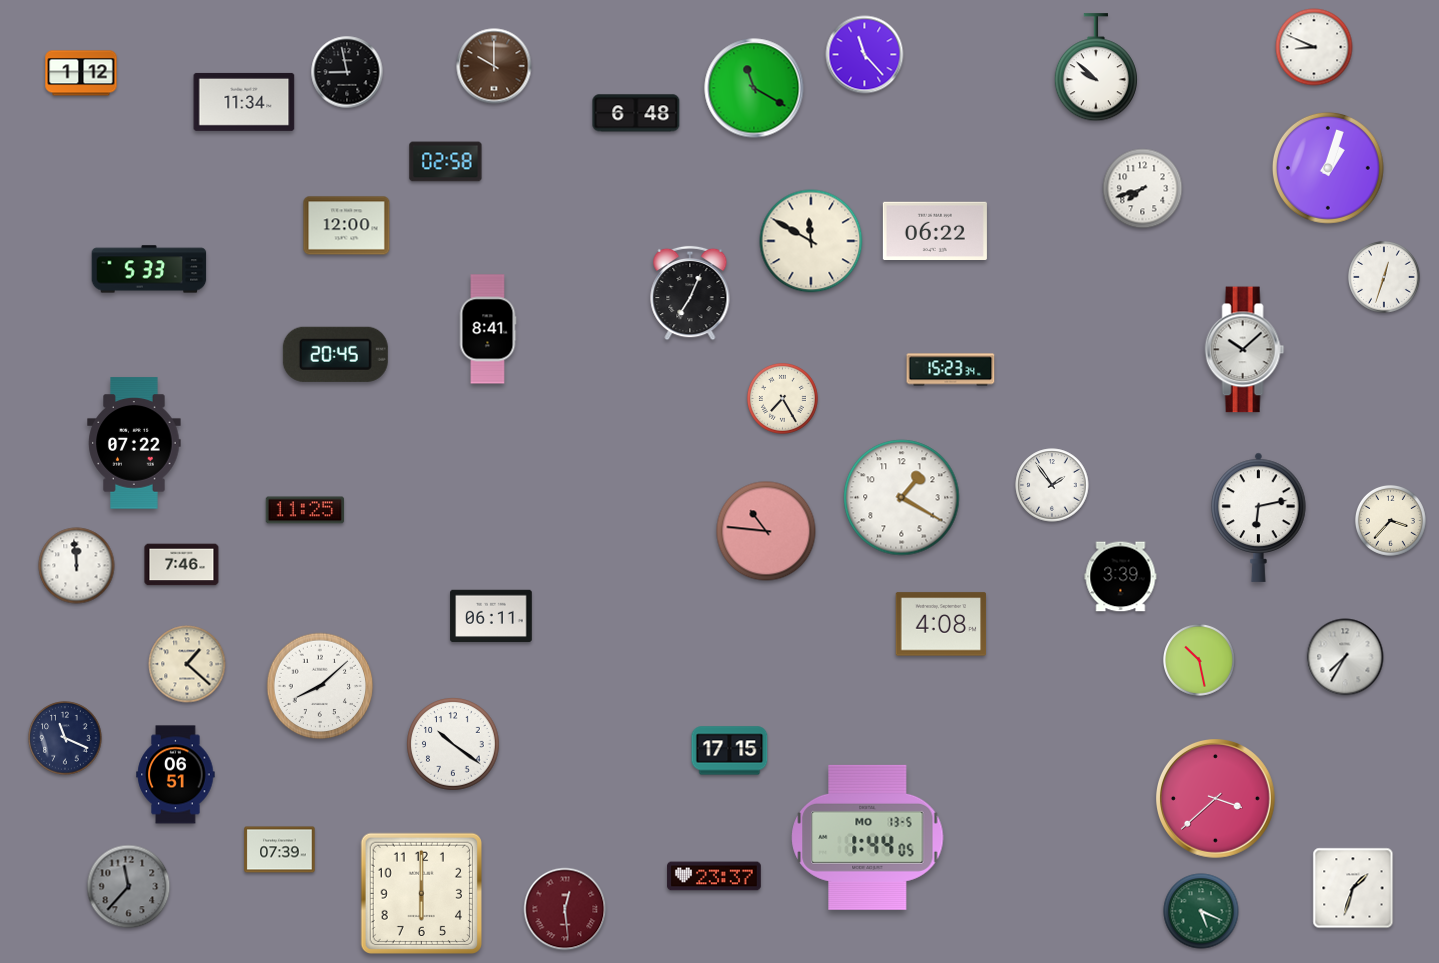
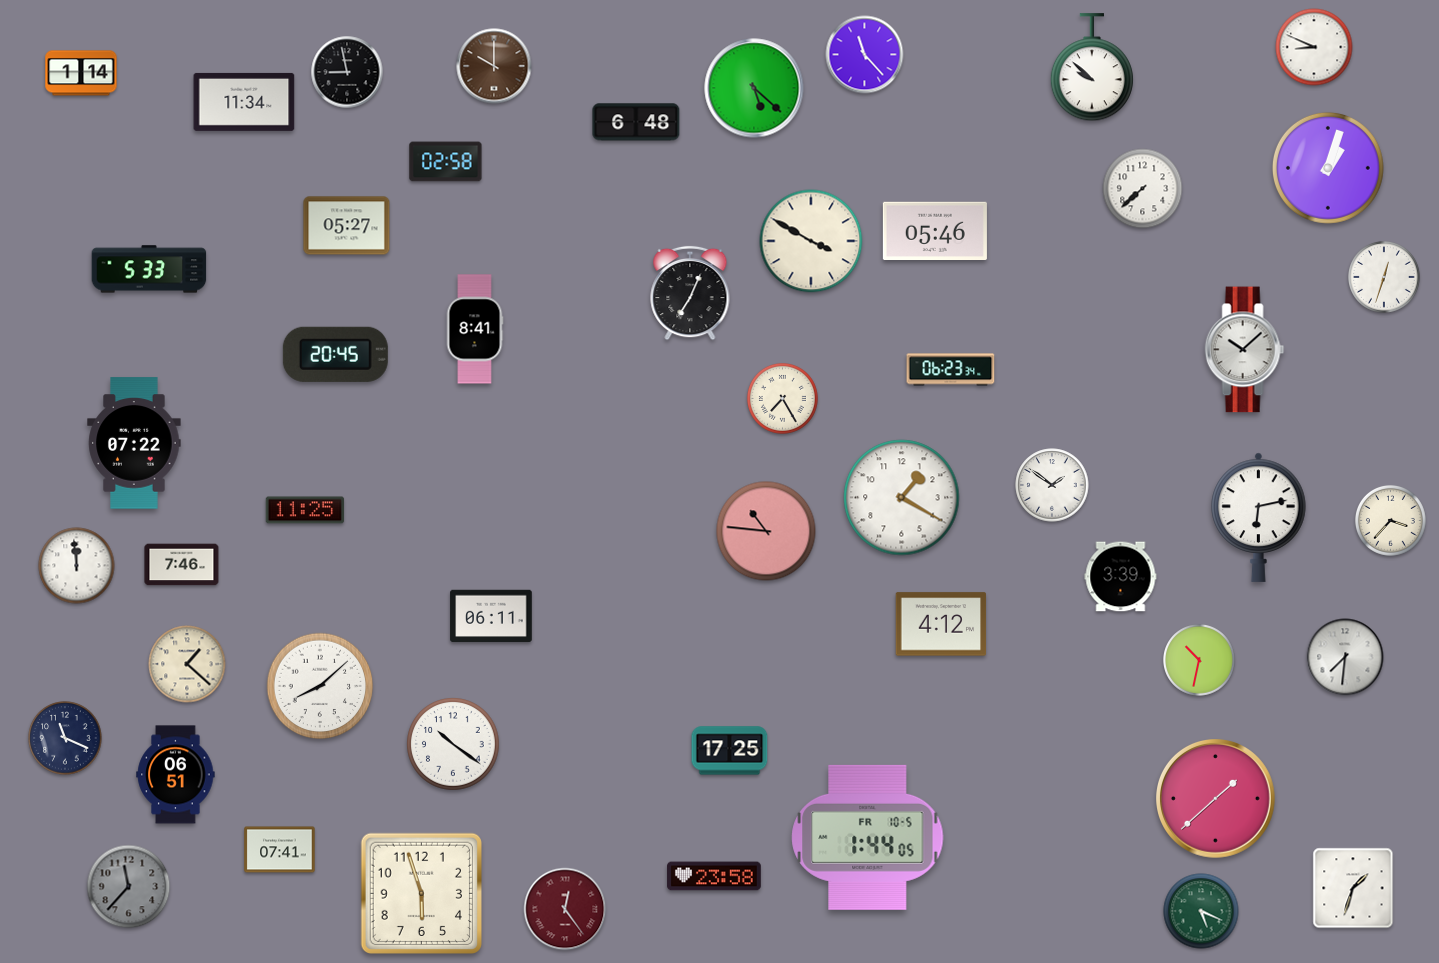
clock at (1096, 68) position: (1096, 68) -> (1092, 68)
clock at (81, 73): 1:12 -> 1:14
clock at (754, 88): 11:20 -> 5:22
clock at (636, 113) position: (636, 113) -> (636, 122)
clock at (1143, 189): 7:42 -> 7:38
clock at (347, 226): 12:00 -> 05:27
clock at (935, 230): 06:22 -> 05:46
clock at (811, 241): 11:50 -> 3:50
clock at (488, 329) position: (488, 329) -> (475, 329)
clock at (951, 370): 15:23 -> 06:23
clock at (1052, 485): 1:54 -> 1:51
clock at (941, 624): 4:08 -> 4:12
clock at (1345, 657): 7:35 -> 7:31
clock at (1200, 661): 10:28 -> 10:32
clock at (730, 751): 17:15 -> 17:25
clock at (1216, 799): 3:38 -> 1:38
clock at (868, 837) date: MO 13-5 -> FR 10-5
clock at (280, 850): 07:39 -> 07:41
clock at (714, 876): 23:37 -> 23:58
clock at (421, 893): 6:00 -> 5:57
clock at (565, 909): 12:29 -> 12:24
